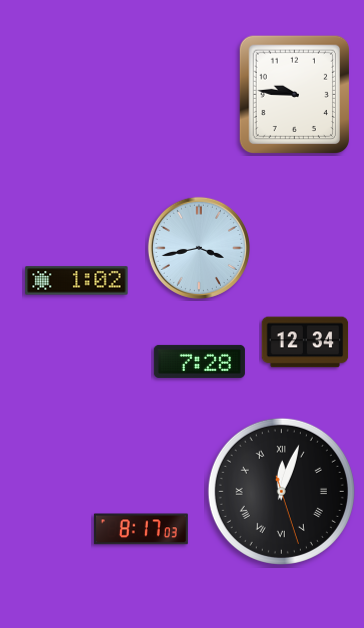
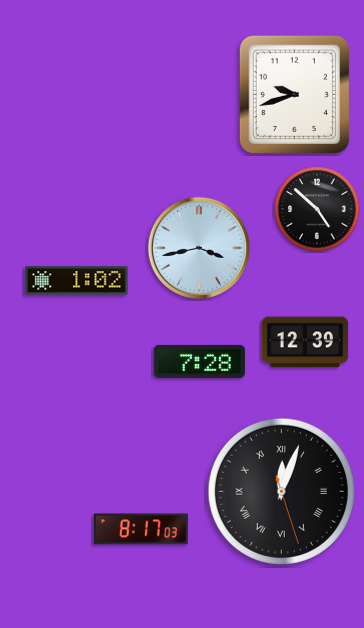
clock at (295, 95): 9:46 -> 9:42
clock at (317, 209): none -> 4:52
clock at (305, 342): 12:34 -> 12:39
